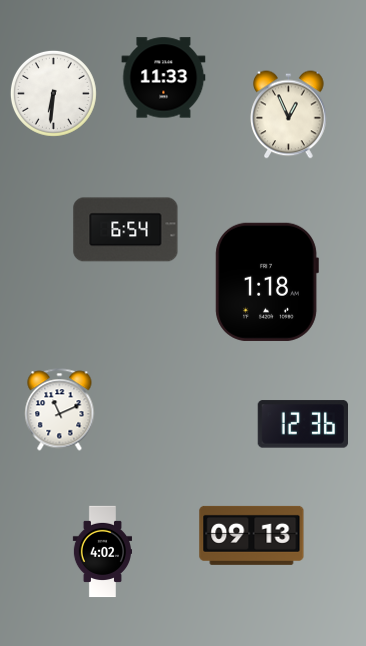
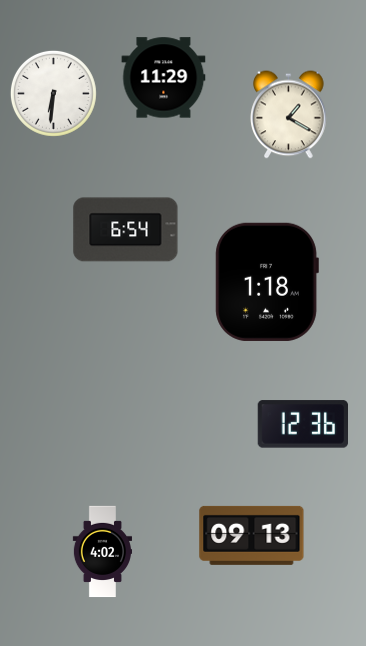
clock at (164, 78): 11:33 -> 11:29
clock at (289, 115): 12:56 -> 1:20
clock at (60, 410): 11:11 -> none
